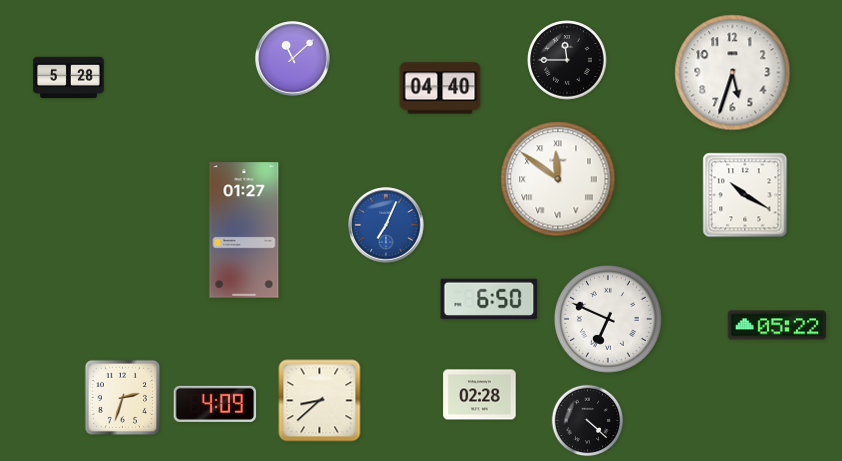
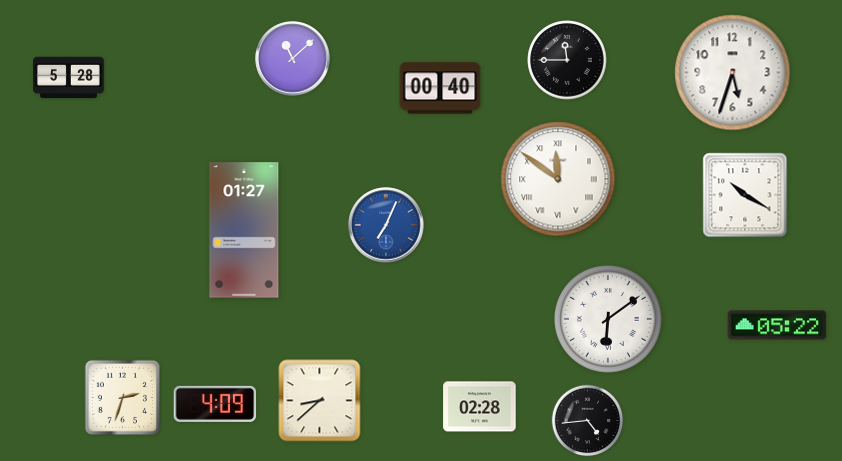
clock at (440, 88): 04:40 -> 00:40
clock at (489, 298): 6:50 -> none
clock at (608, 319): 6:49 -> 6:09
clock at (480, 395) position: (480, 395) -> (480, 407)
clock at (588, 421): 4:22 -> 4:44
